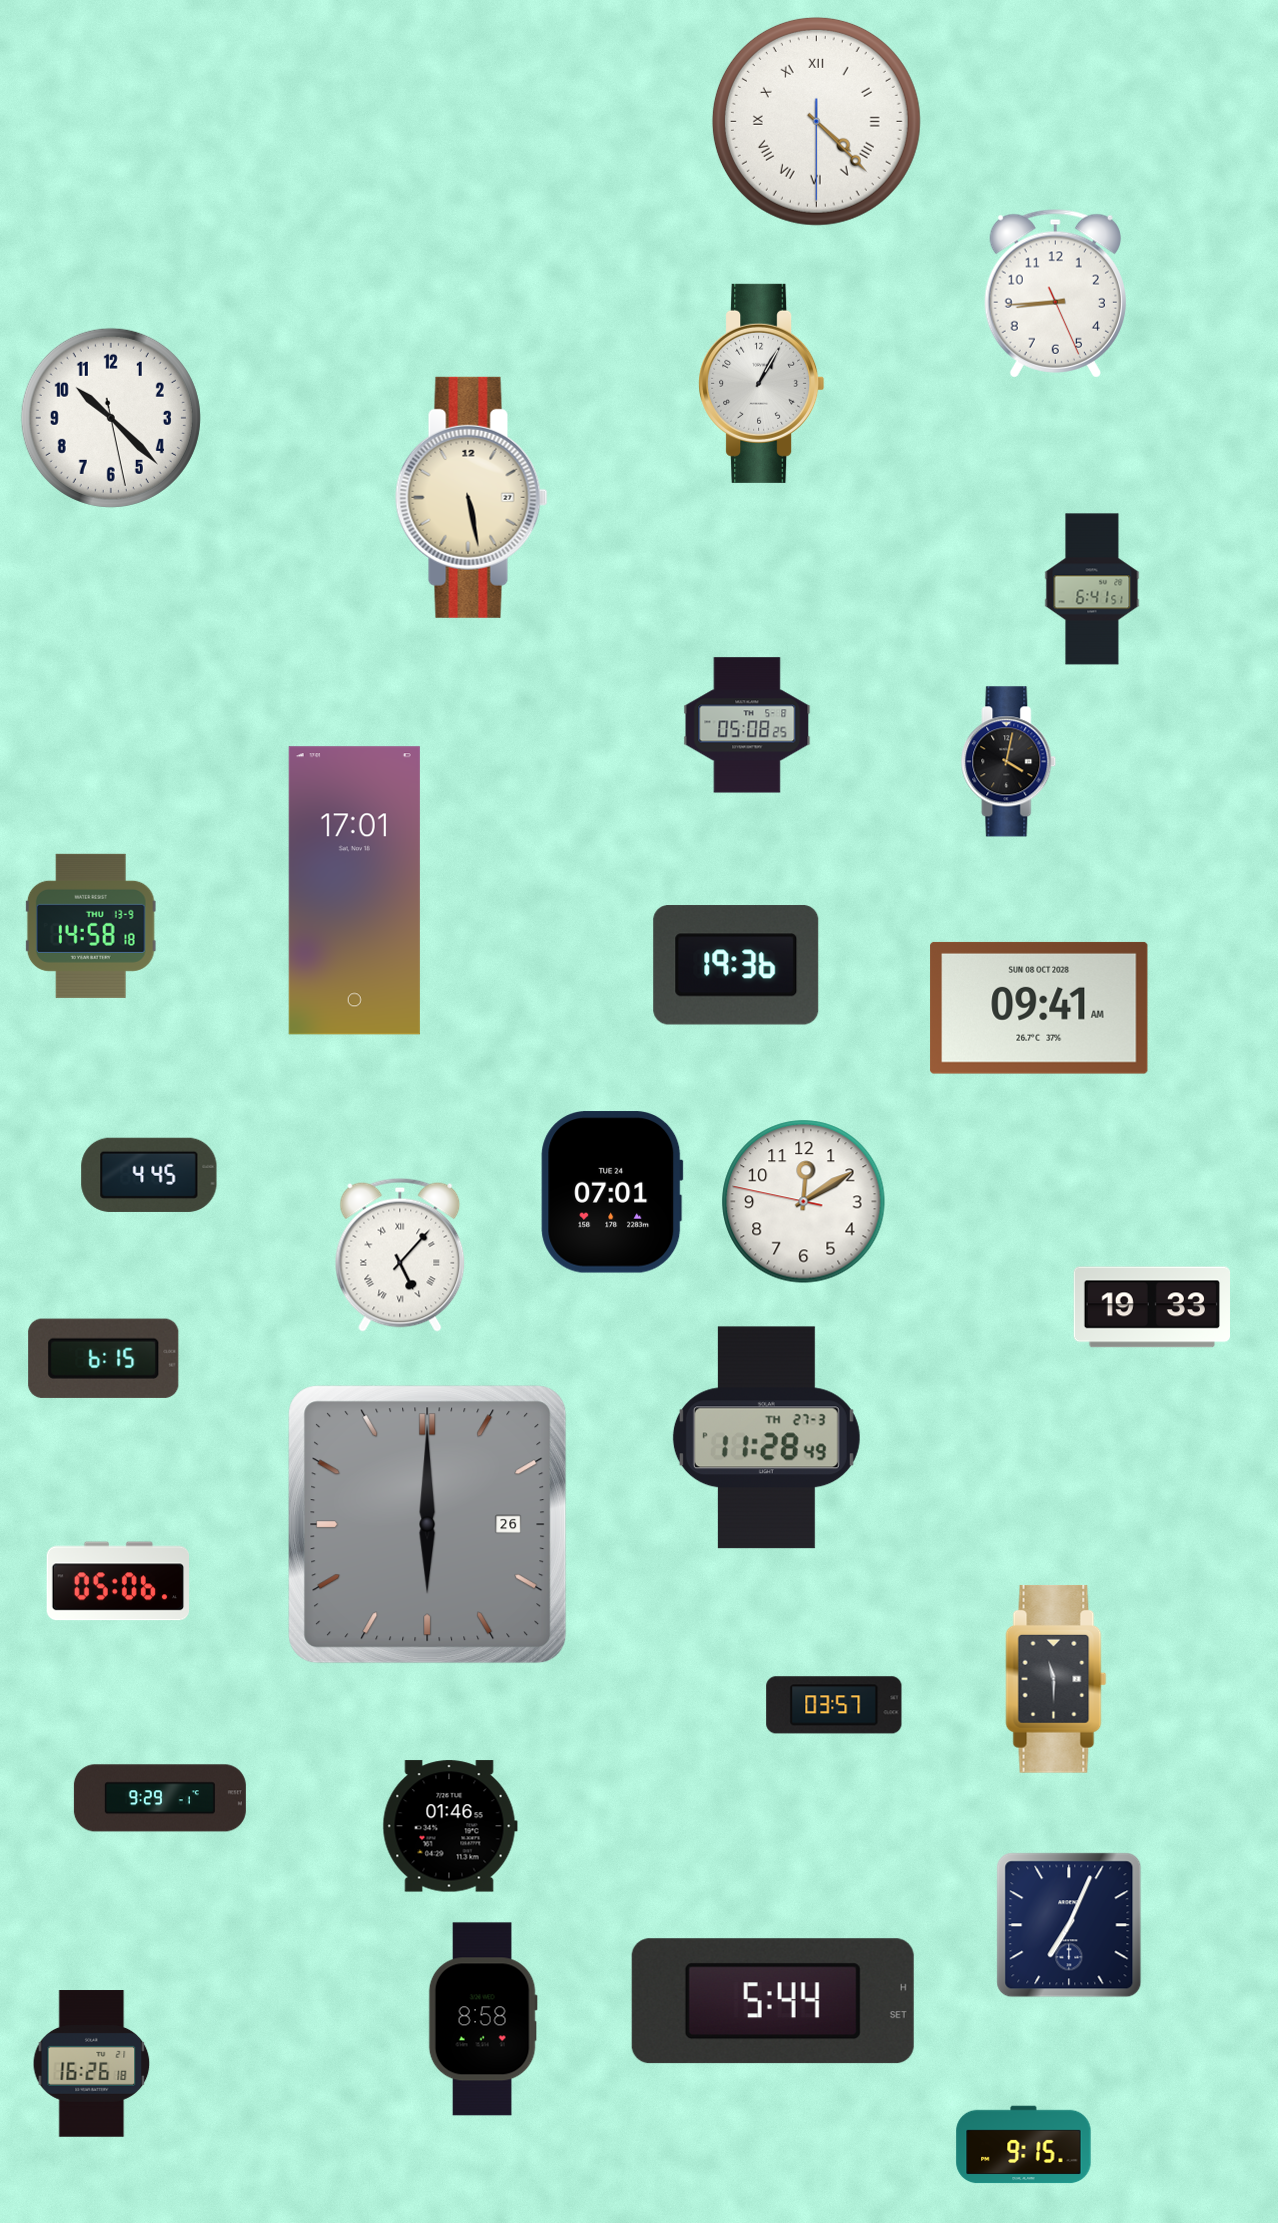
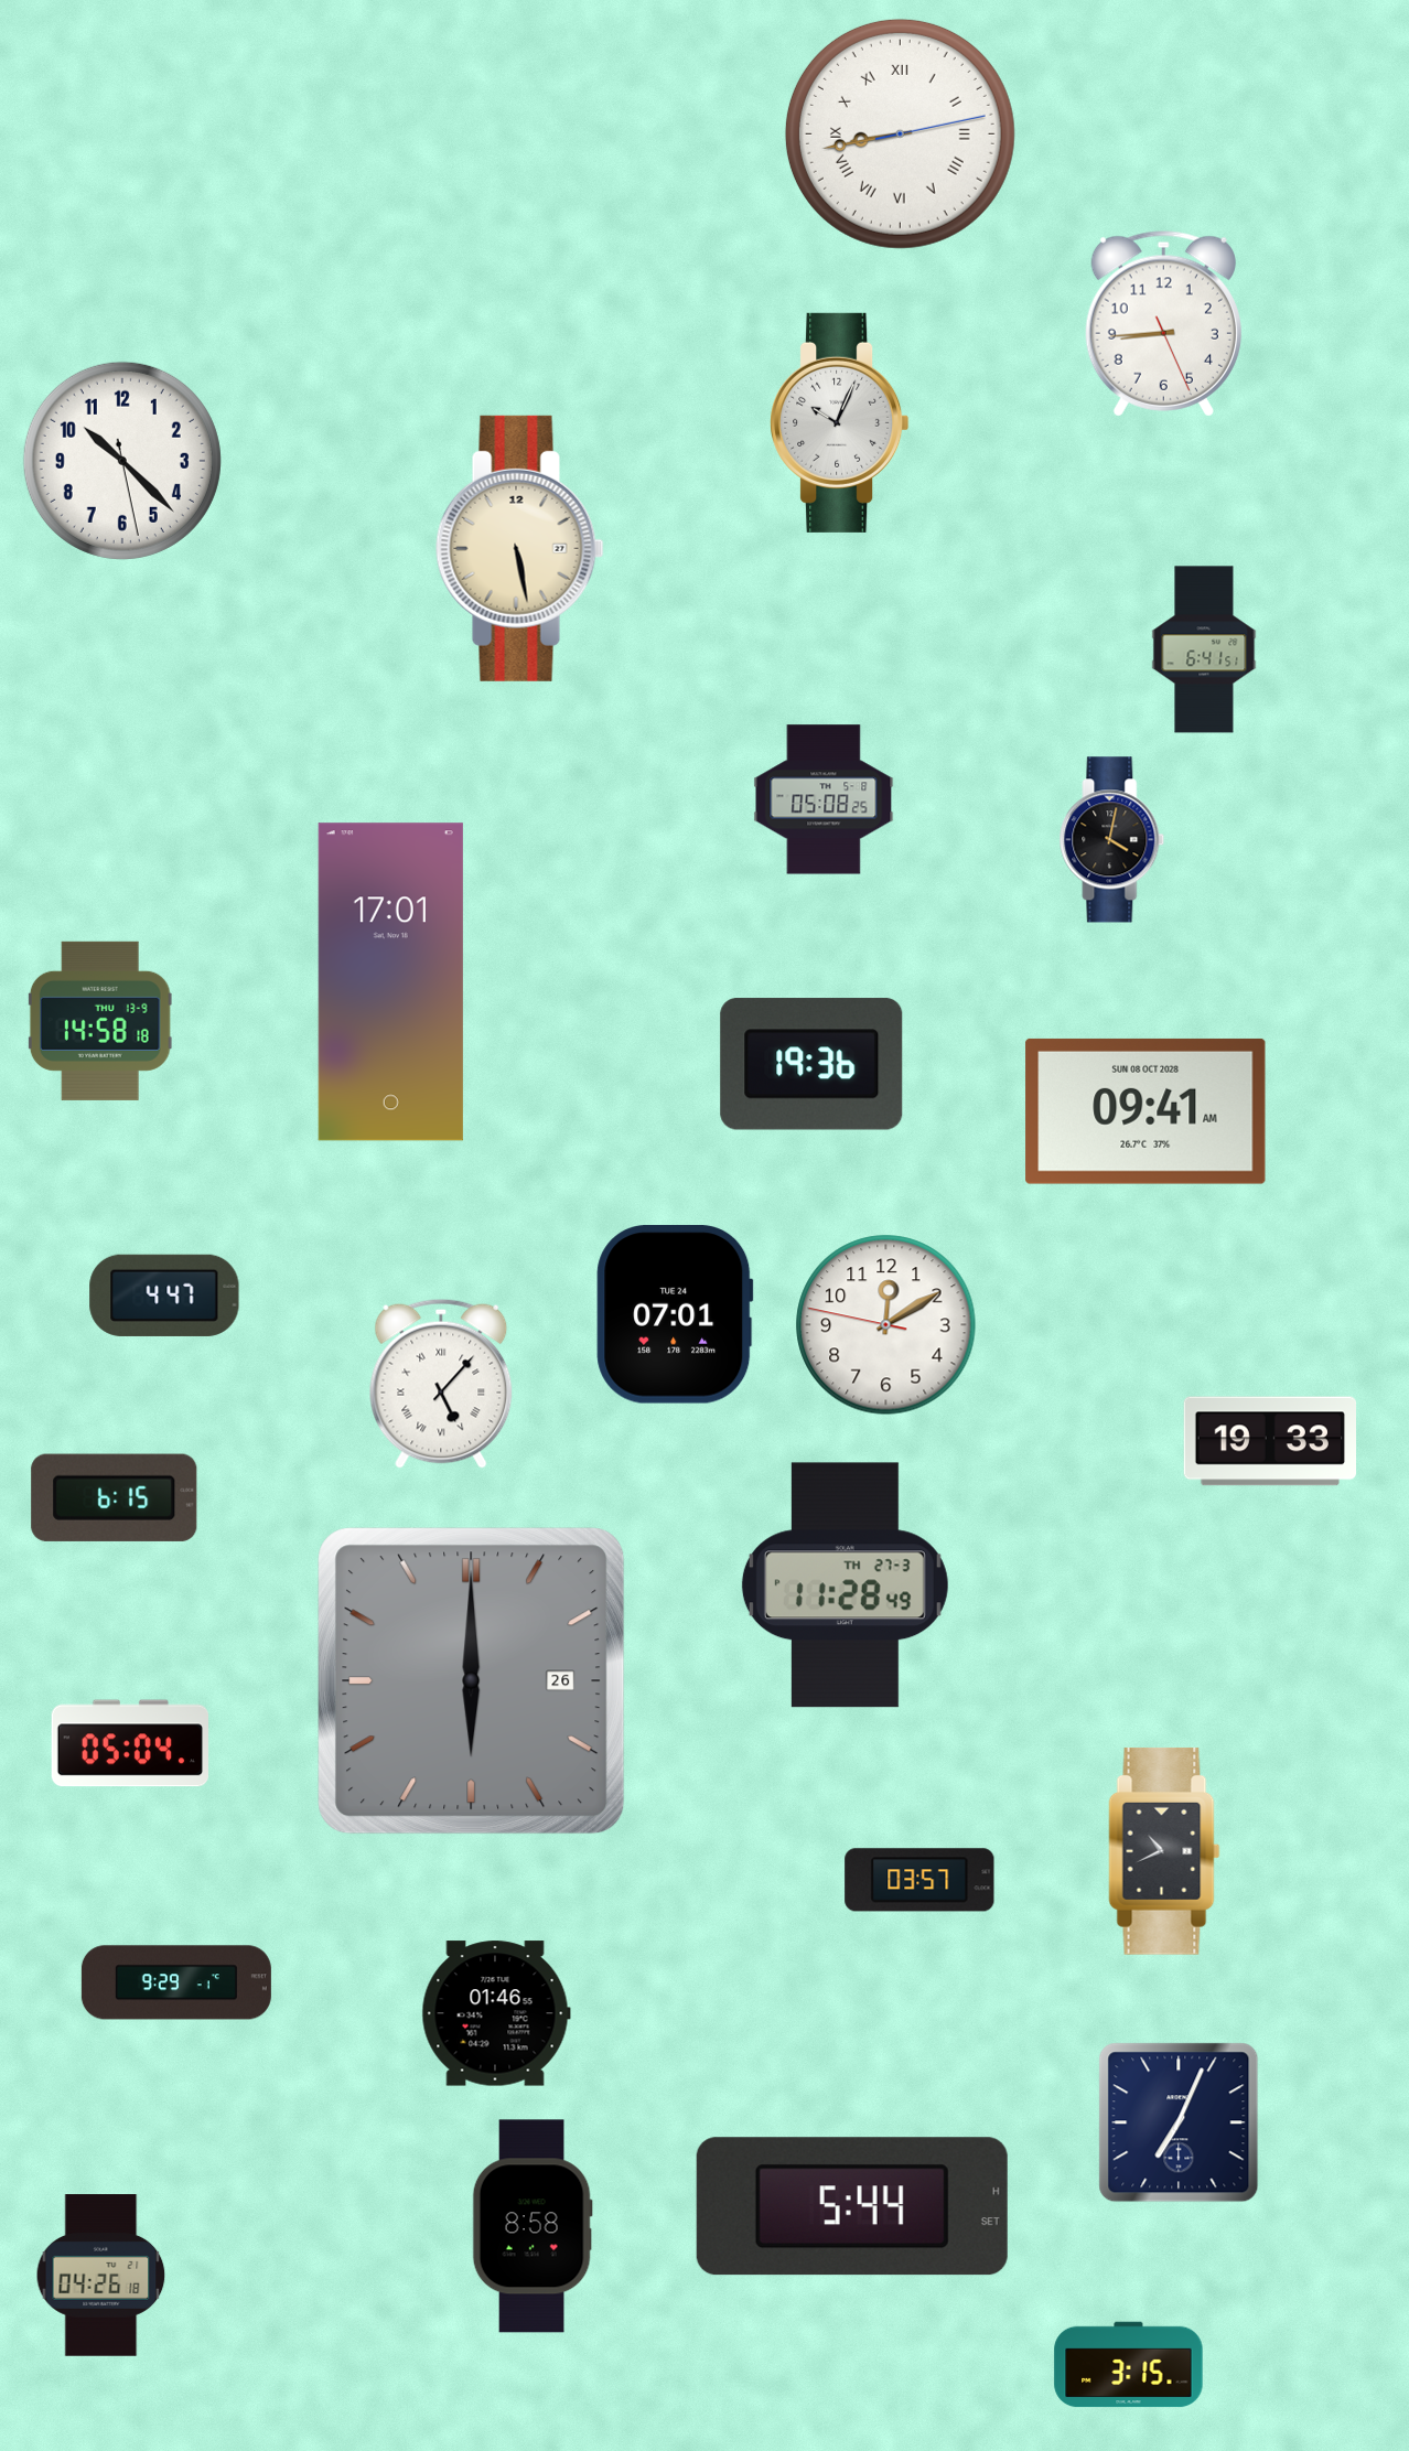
clock at (816, 121): 4:22 -> 8:43
clock at (762, 383): 1:05 -> 10:04
clock at (149, 1175): 4:45 -> 4:47
clock at (117, 1581): 05:06 -> 05:04
clock at (1056, 1679): 11:30 -> 10:41
clock at (92, 2064): 16:26 -> 04:26
clock at (1024, 2145): 9:15 -> 3:15
